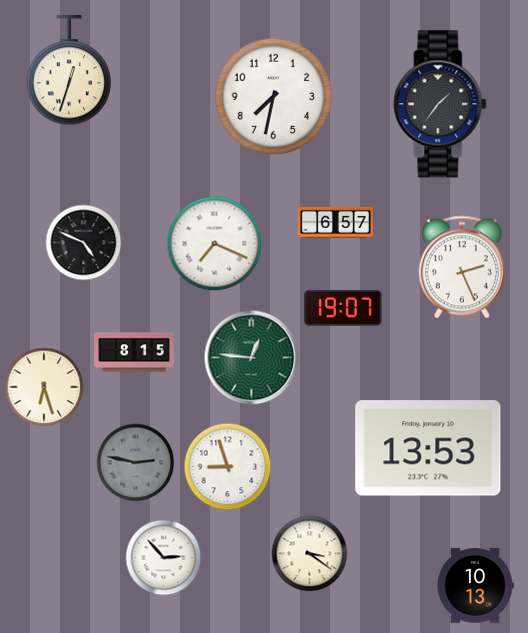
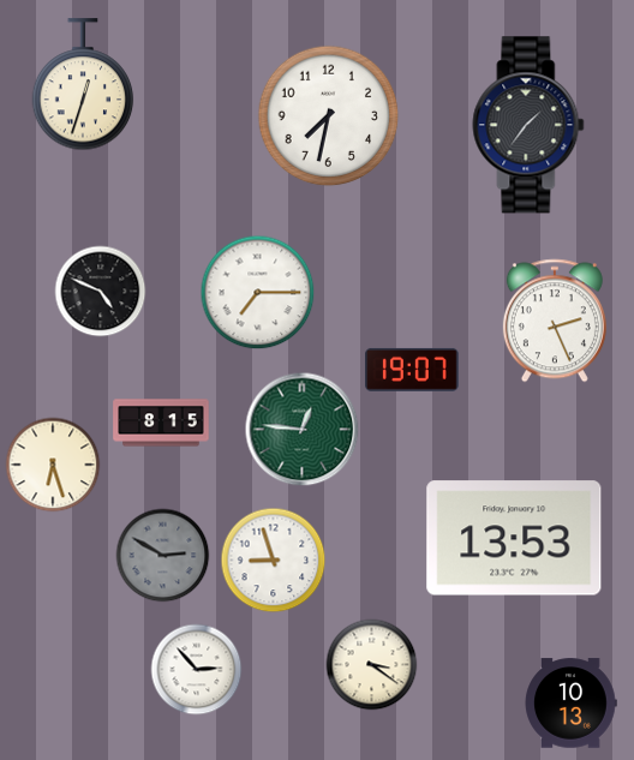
clock at (335, 222): 6:57 -> none
clock at (215, 244): 7:19 -> 7:15
clock at (136, 463): 2:47 -> 2:50
